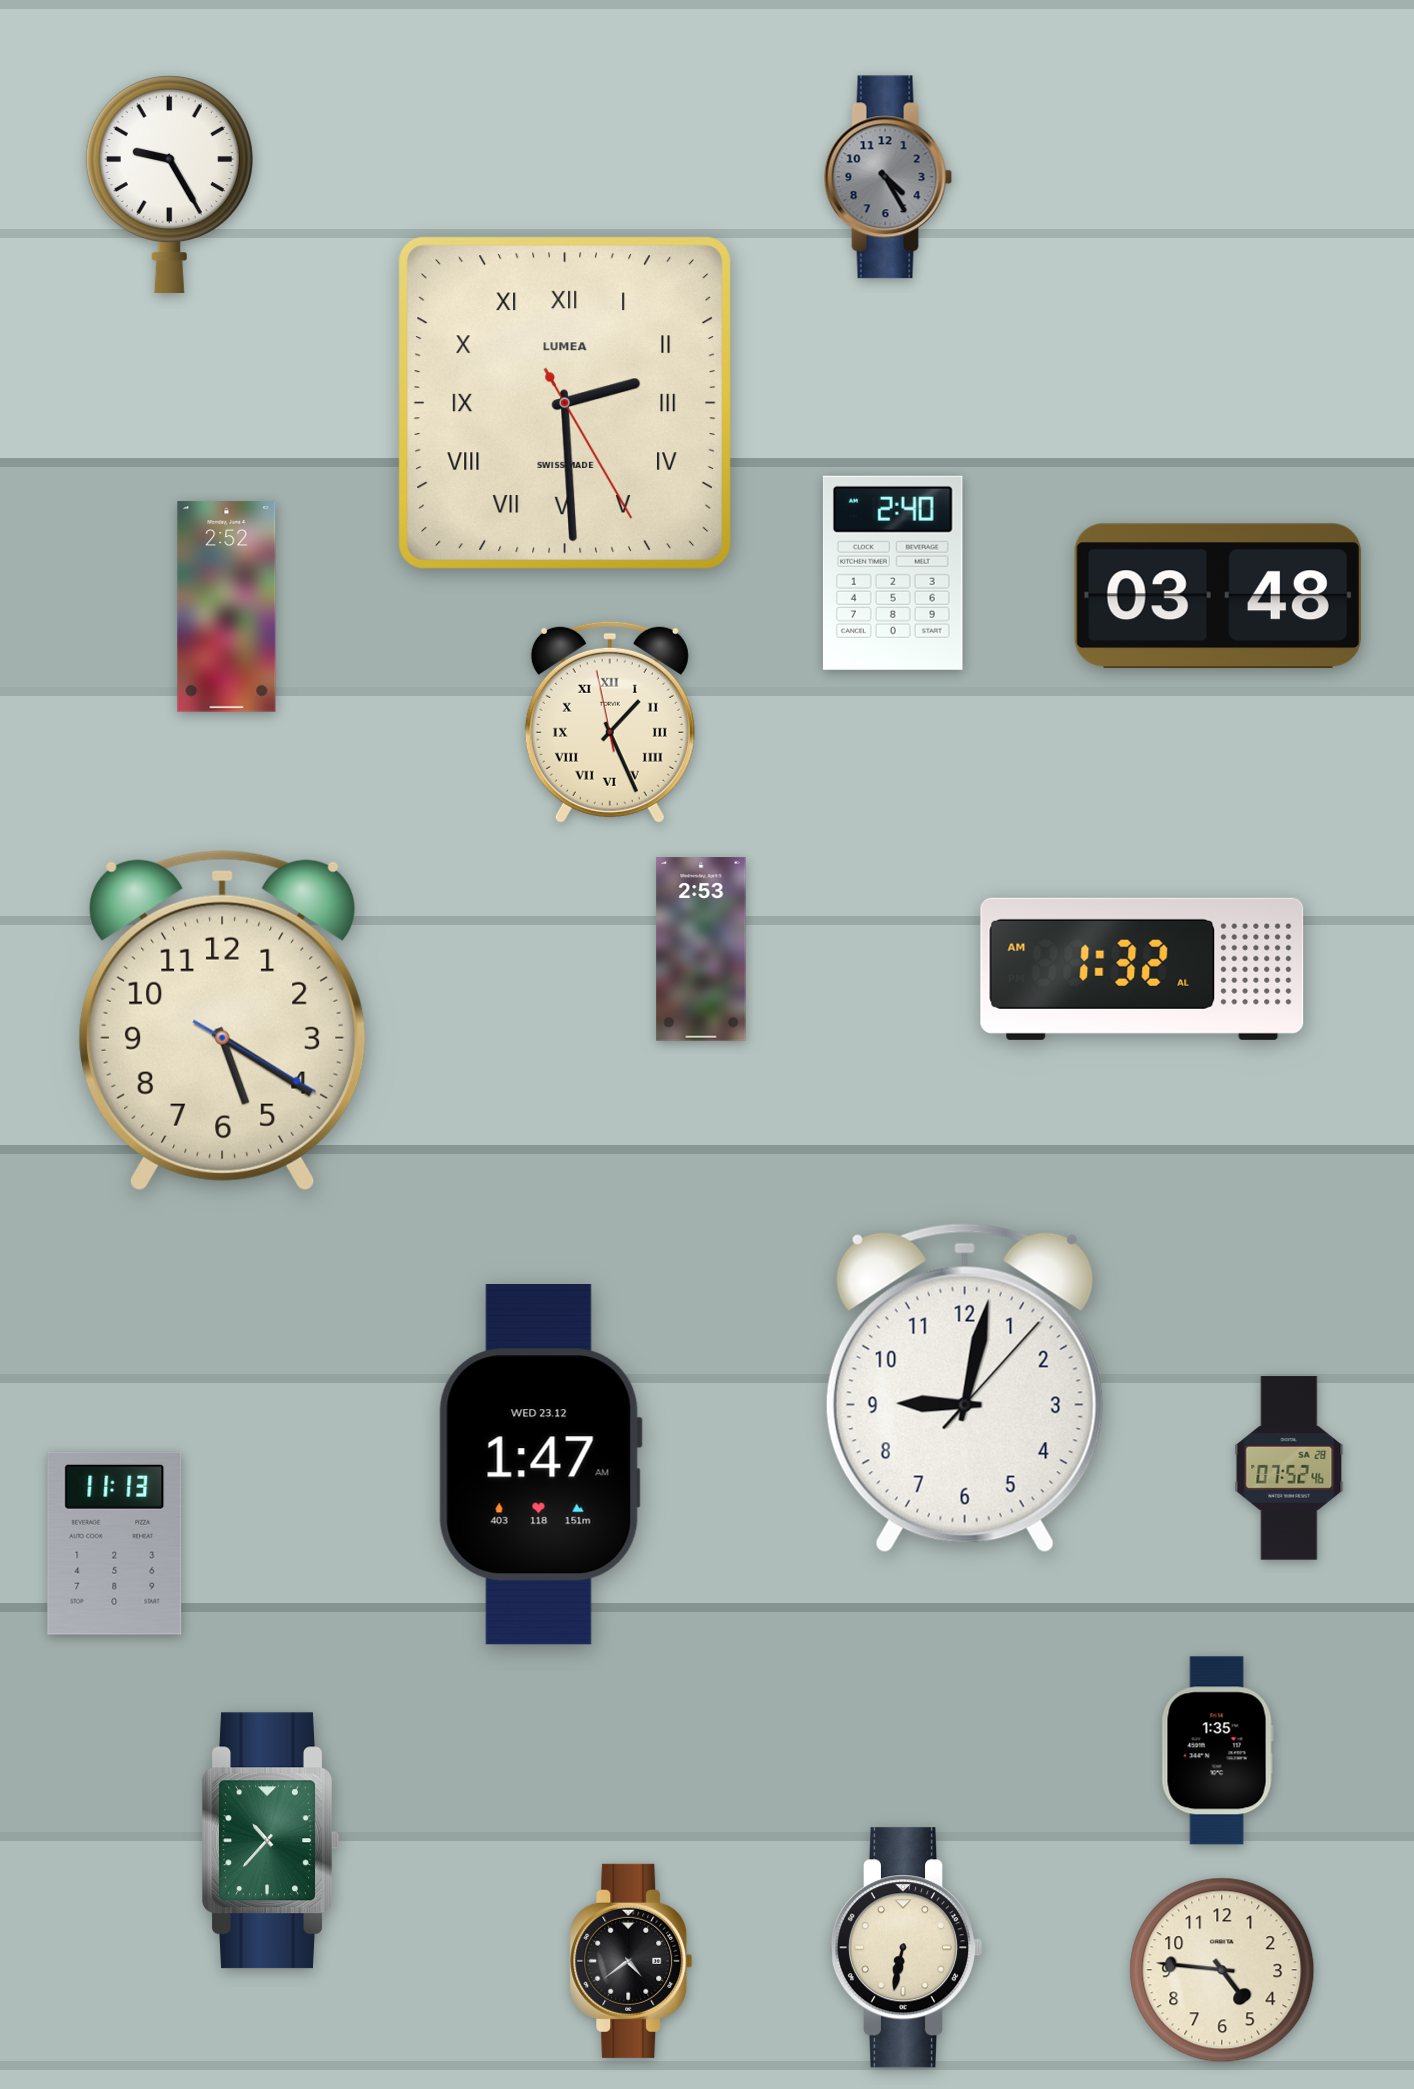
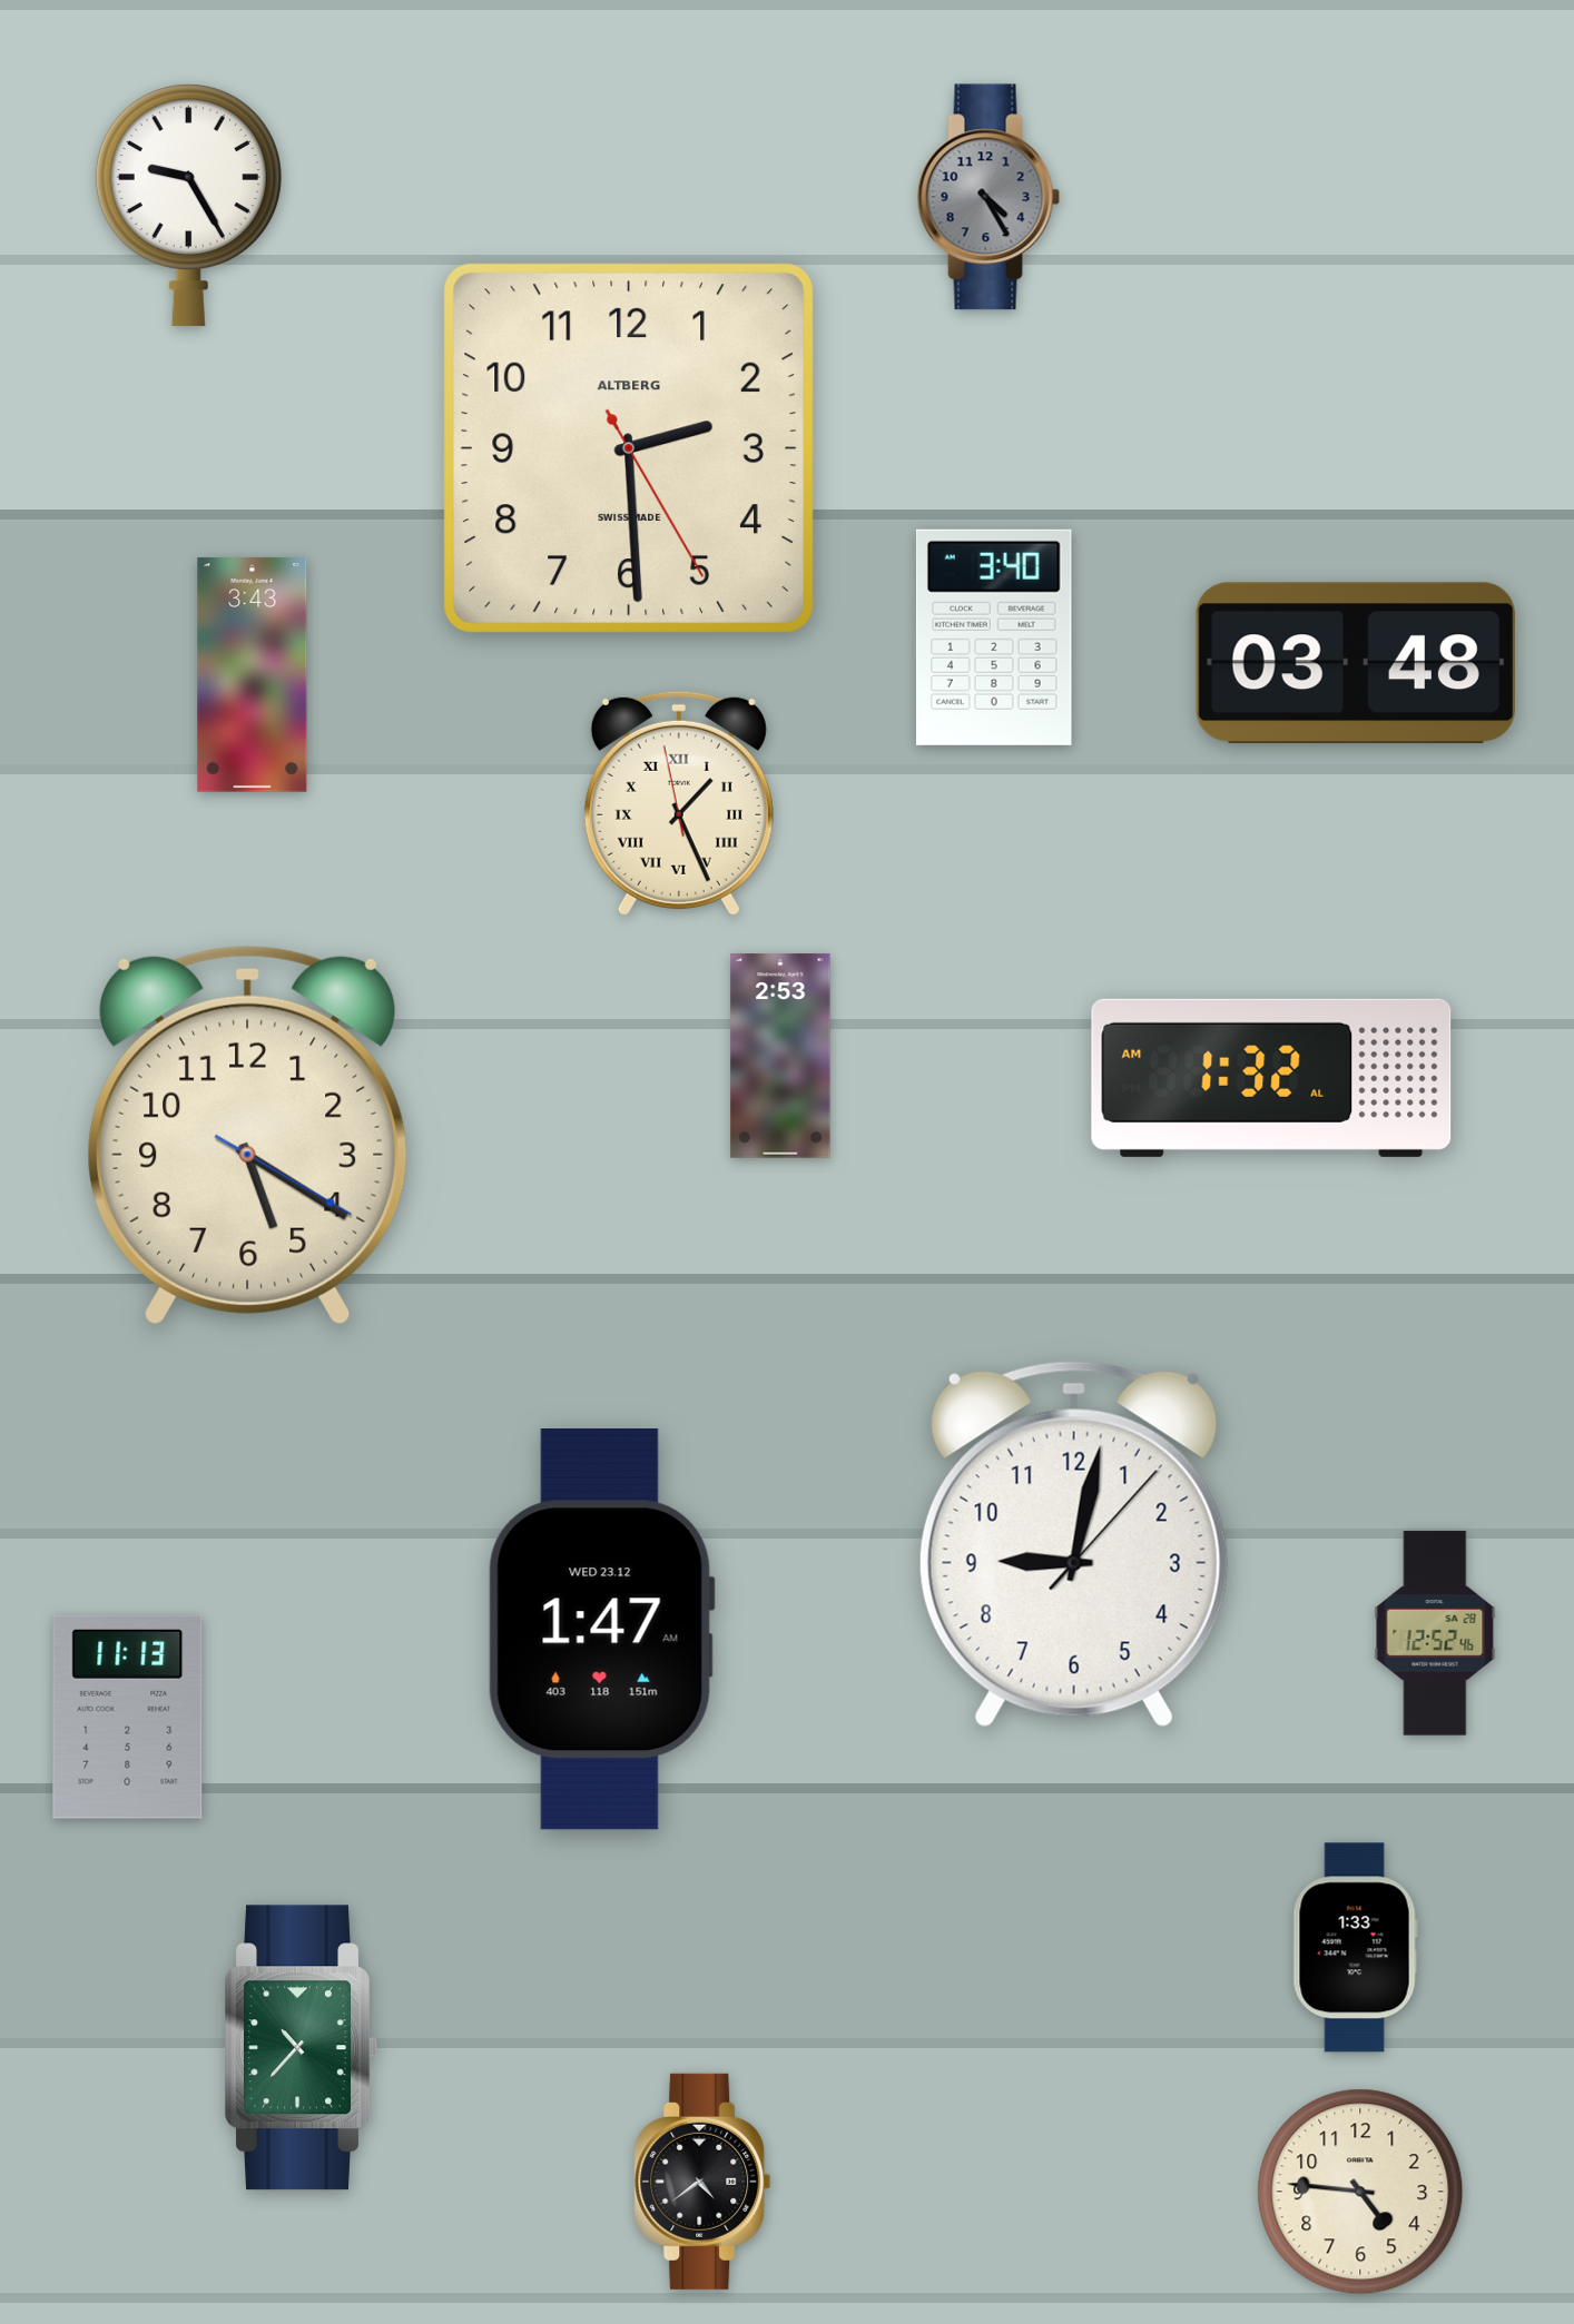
clock at (565, 403) numerals: Roman -> Arabic
clock at (565, 403) brand: LUMEA -> ALTBERG
clock at (893, 573): 2:40 -> 3:40
clock at (227, 607): 2:52 -> 3:43
clock at (1289, 1468): 07:52 -> 12:52
clock at (1217, 1751): 1:35 -> 1:33
clock at (906, 1948): 6:32 -> none
